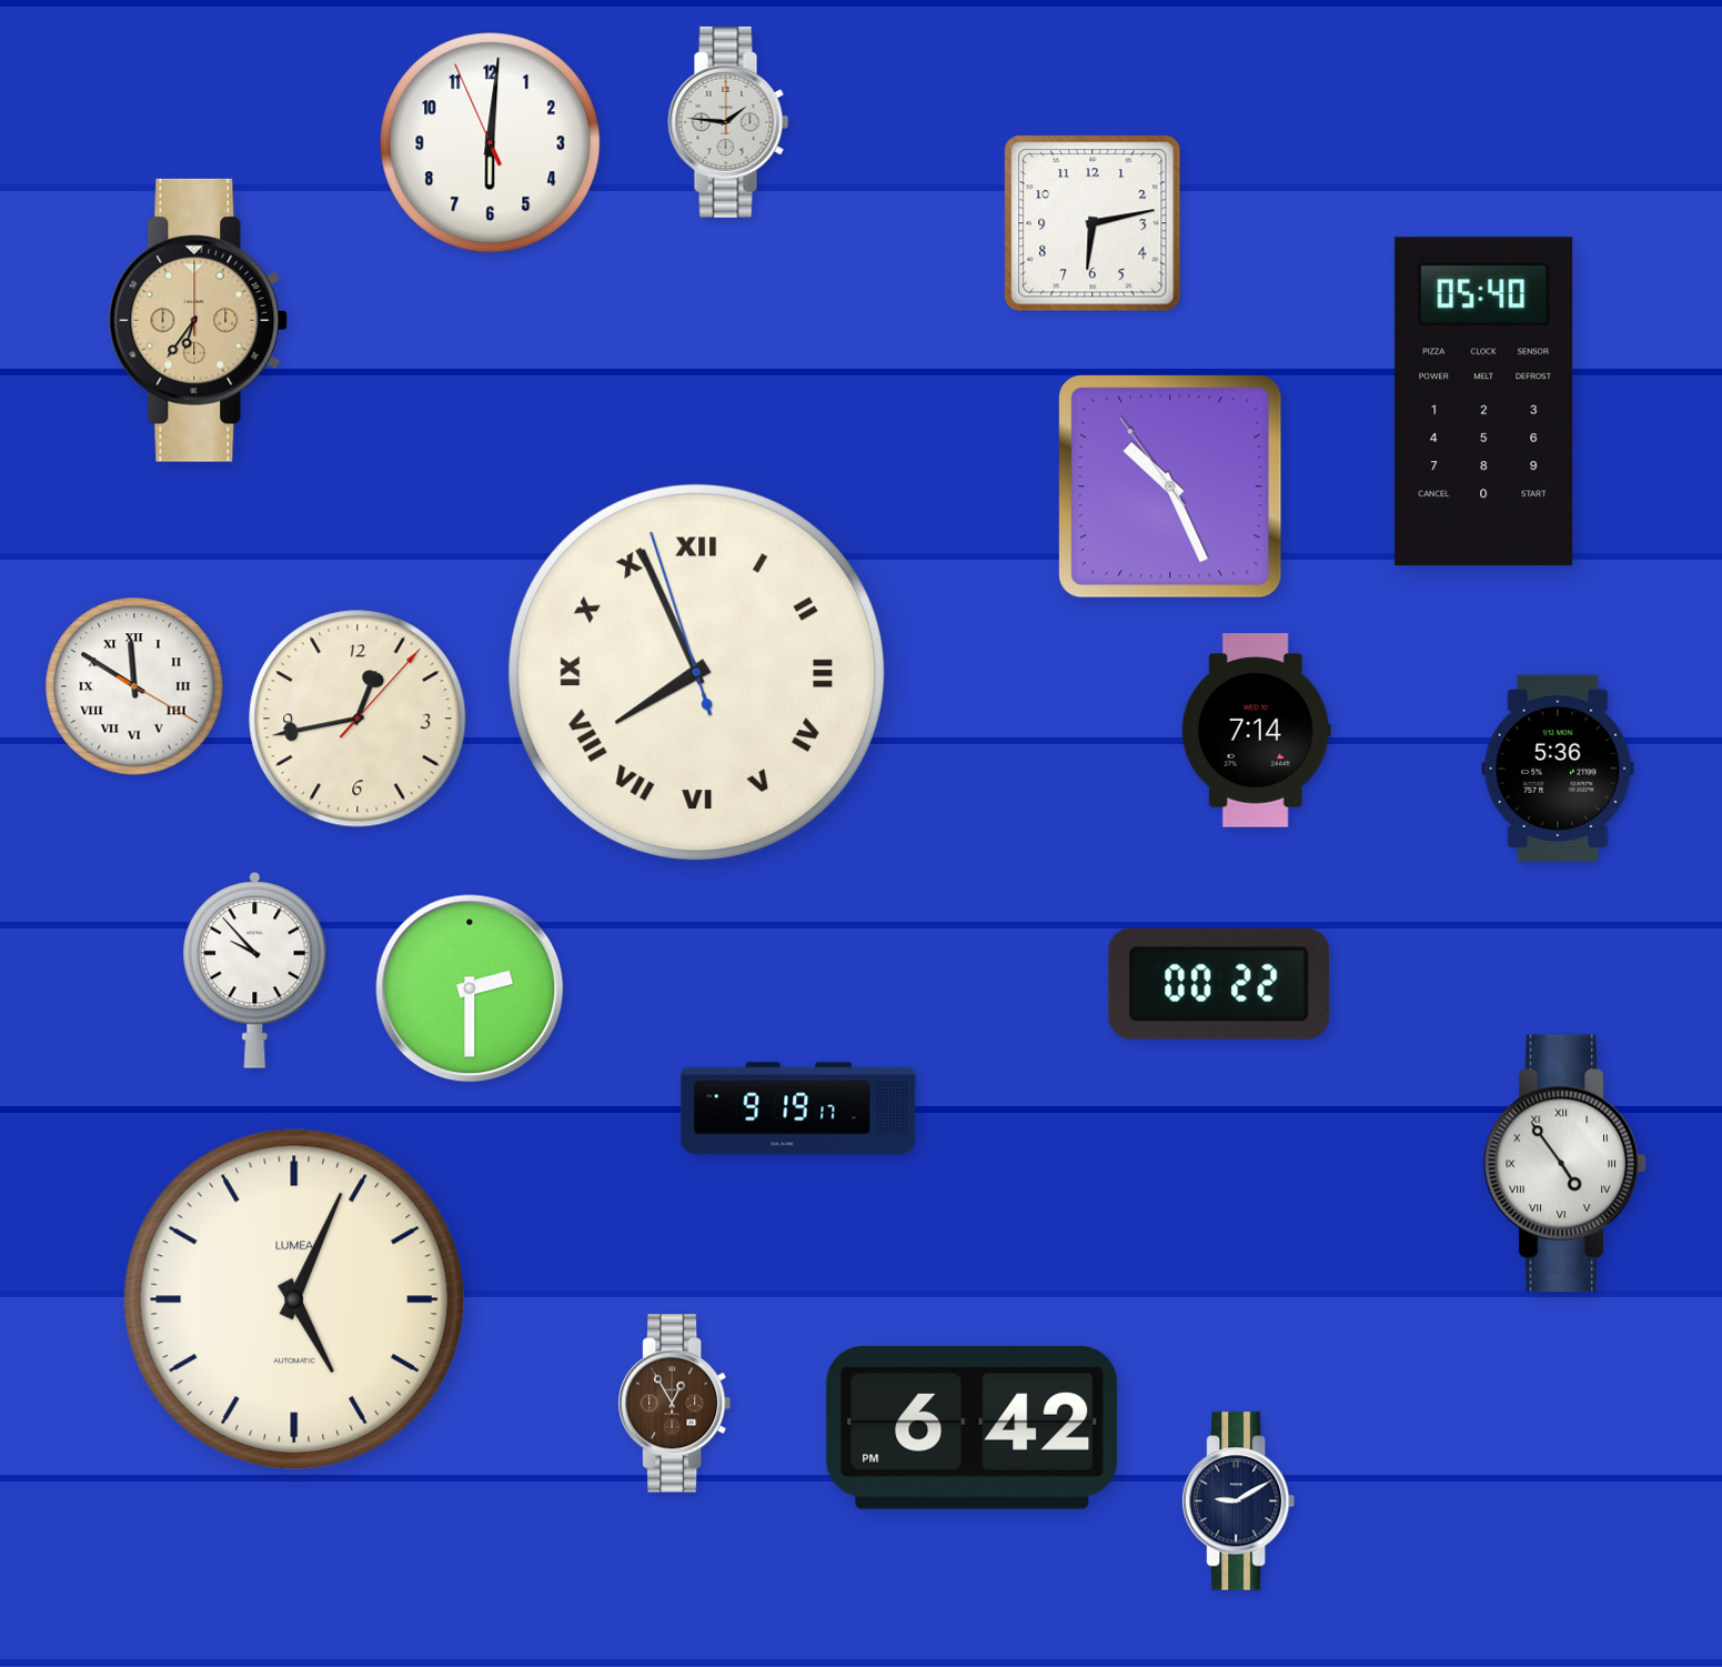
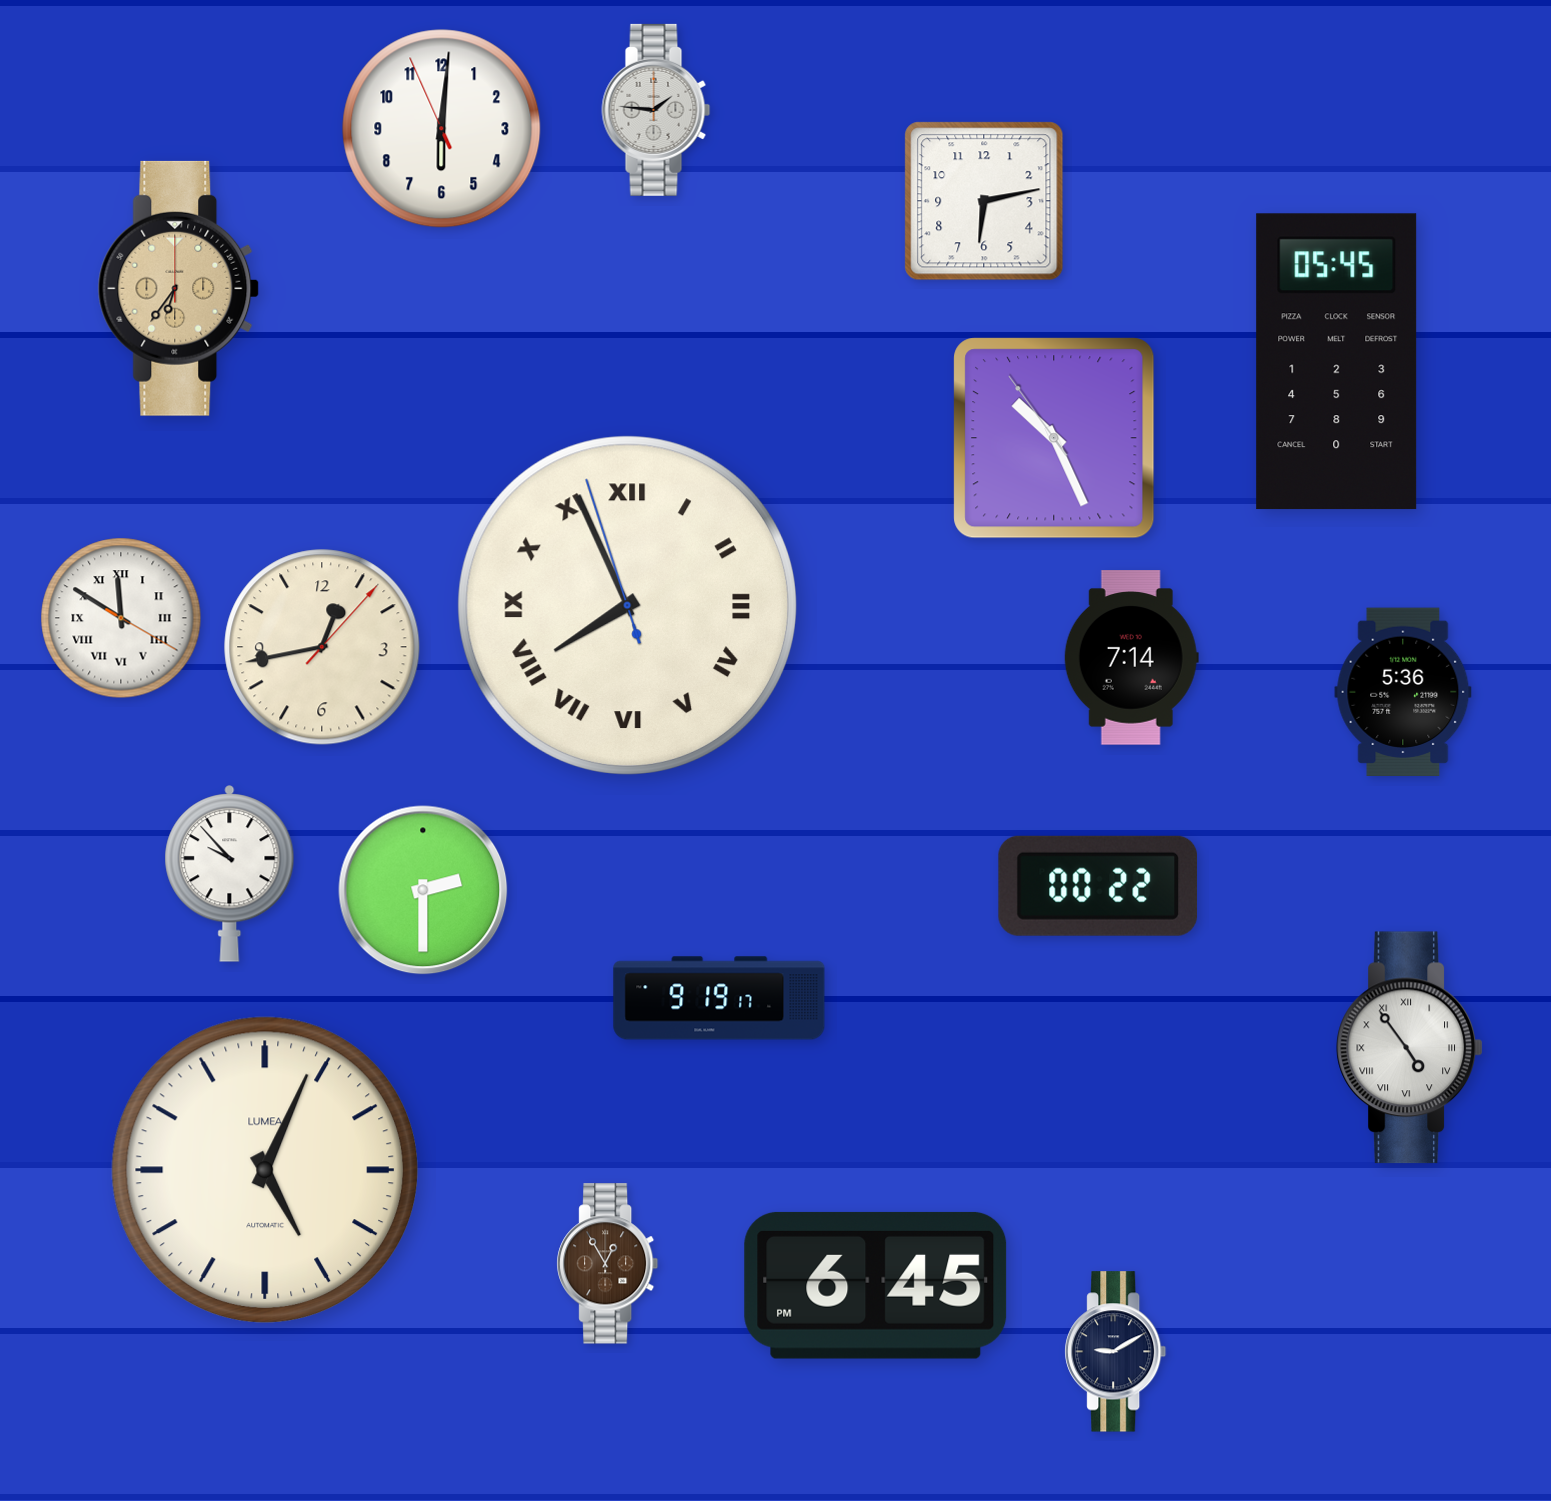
clock at (1484, 402): 05:40 -> 05:45
clock at (973, 1427): 6:42 -> 6:45
